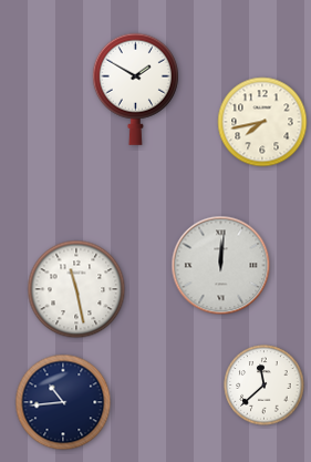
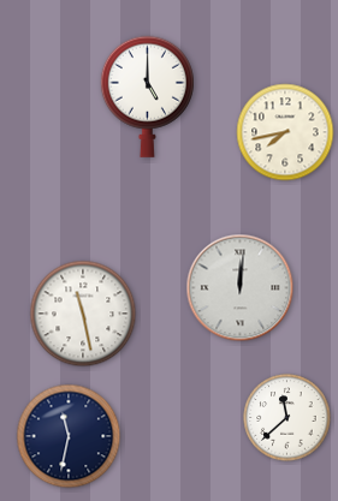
clock at (135, 89): 1:50 -> 5:00
clock at (63, 402): 10:44 -> 11:32
